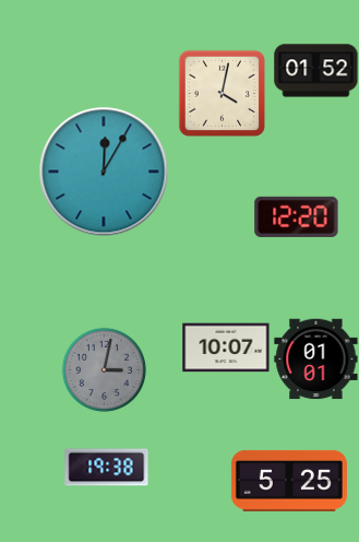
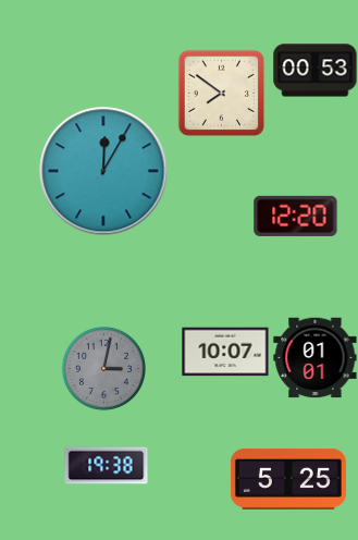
clock at (316, 71): 01:52 -> 00:53
clock at (222, 93): 4:02 -> 7:51
clock at (226, 347) position: (226, 347) -> (225, 352)
